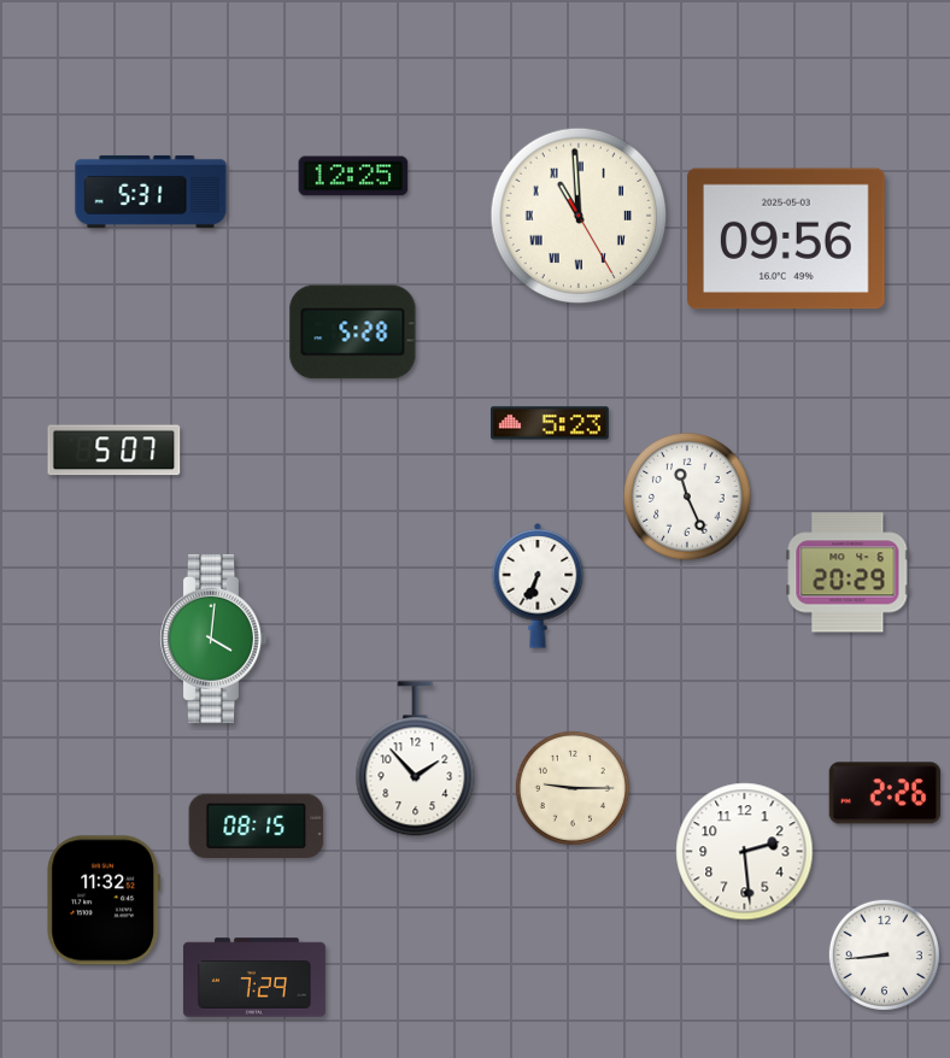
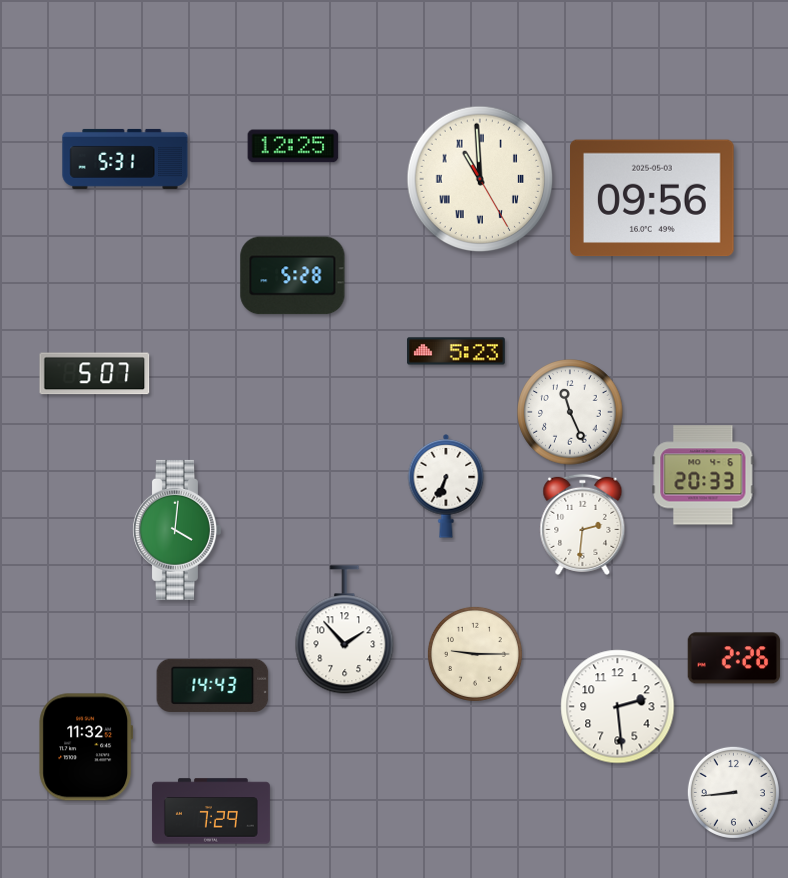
clock at (848, 572): 20:29 -> 20:33
clock at (583, 524): none -> 2:31
clock at (257, 825): 08:15 -> 14:43
